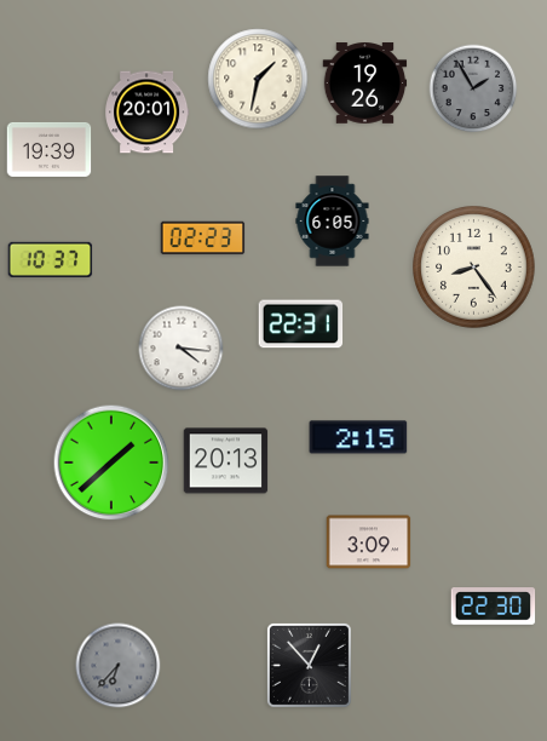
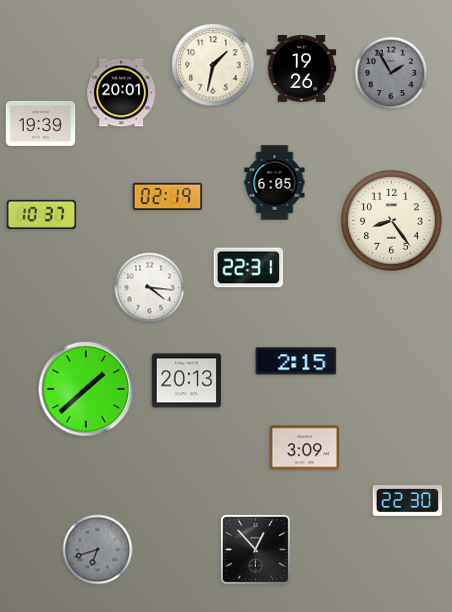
clock at (203, 239): 02:23 -> 02:19
clock at (111, 463) position: (111, 463) -> (86, 389)
clock at (119, 666): 6:37 -> 6:42
